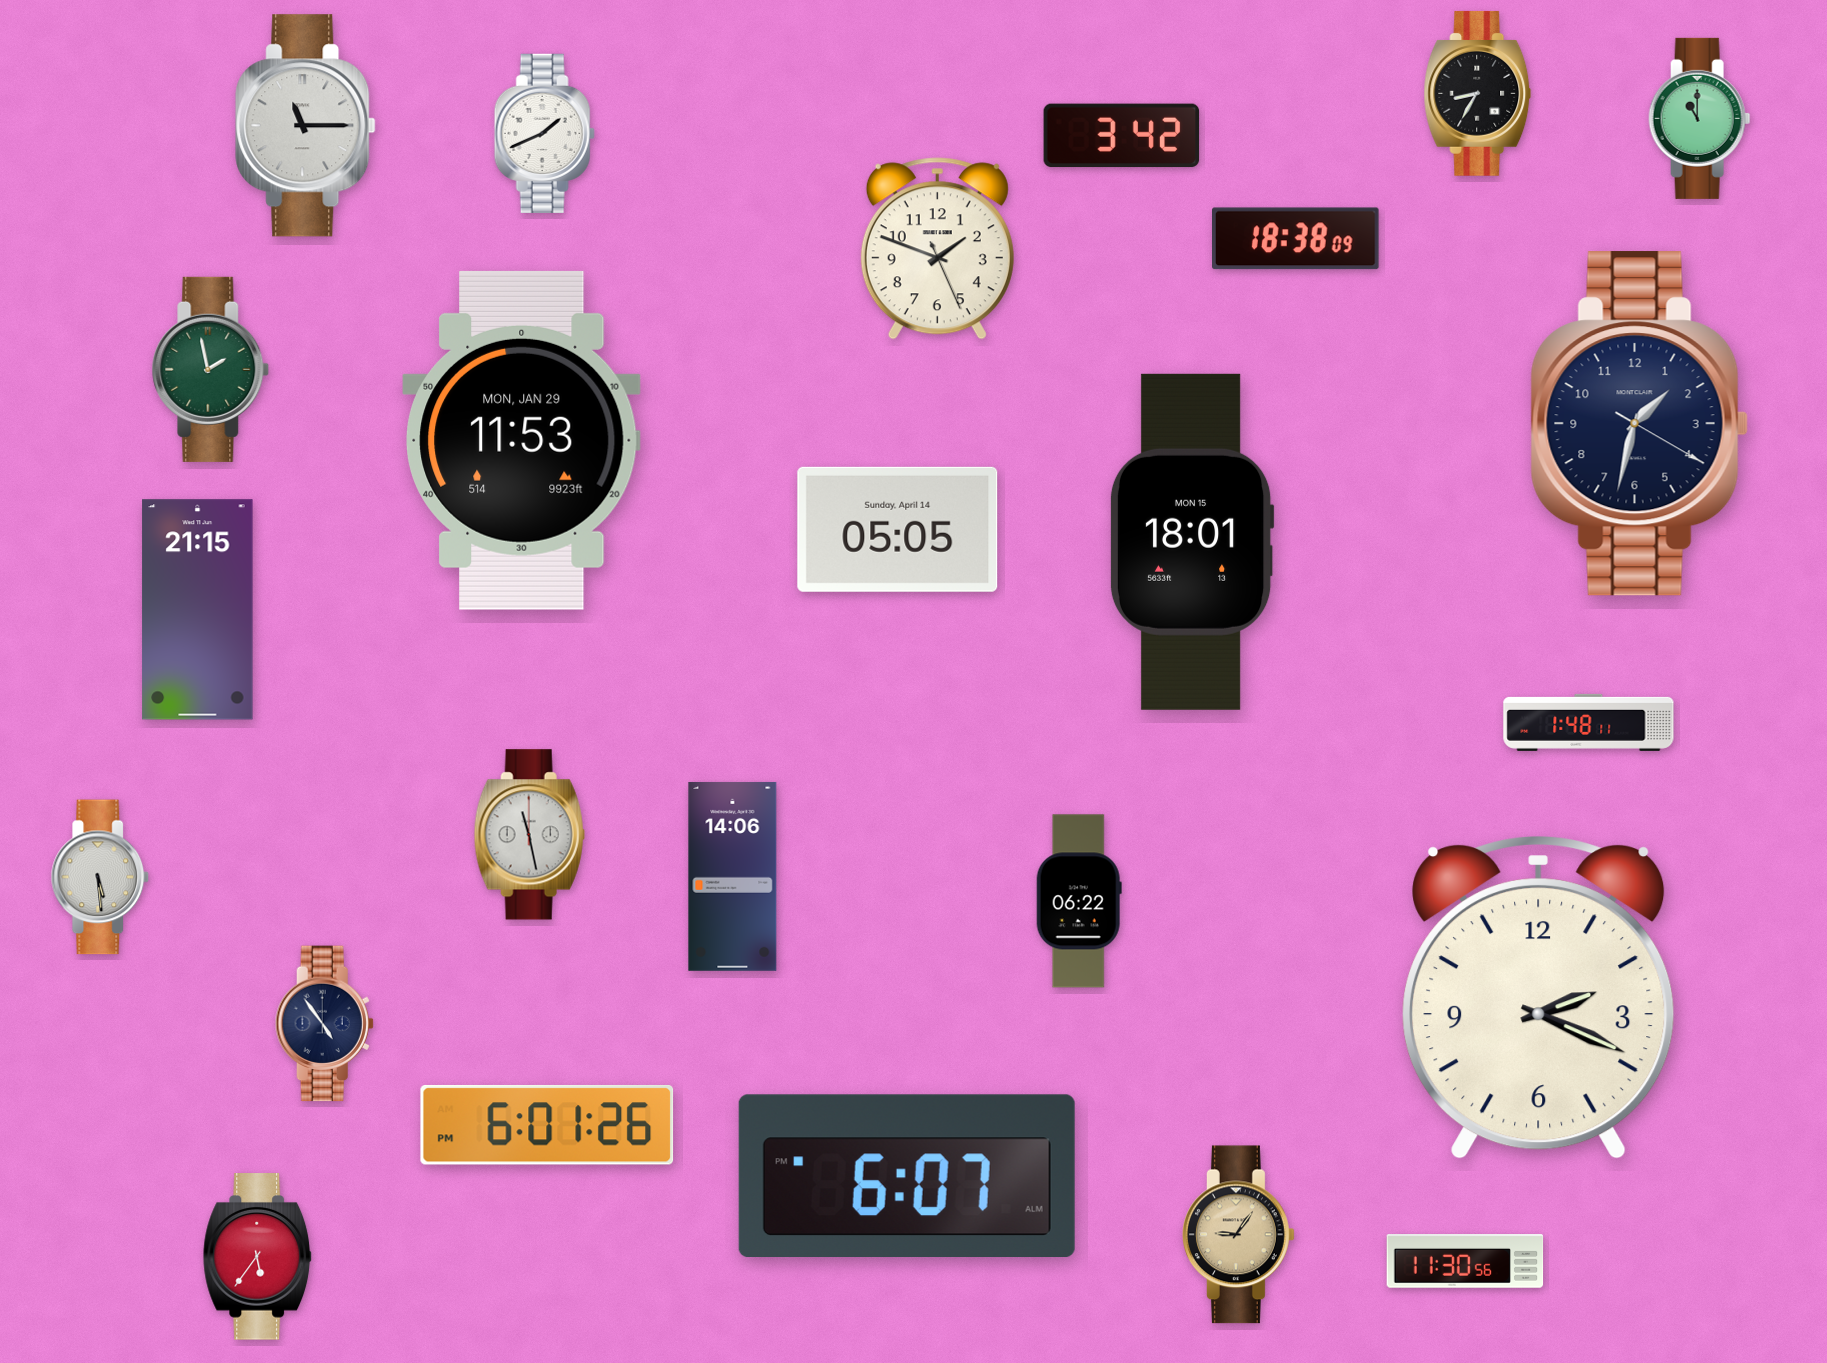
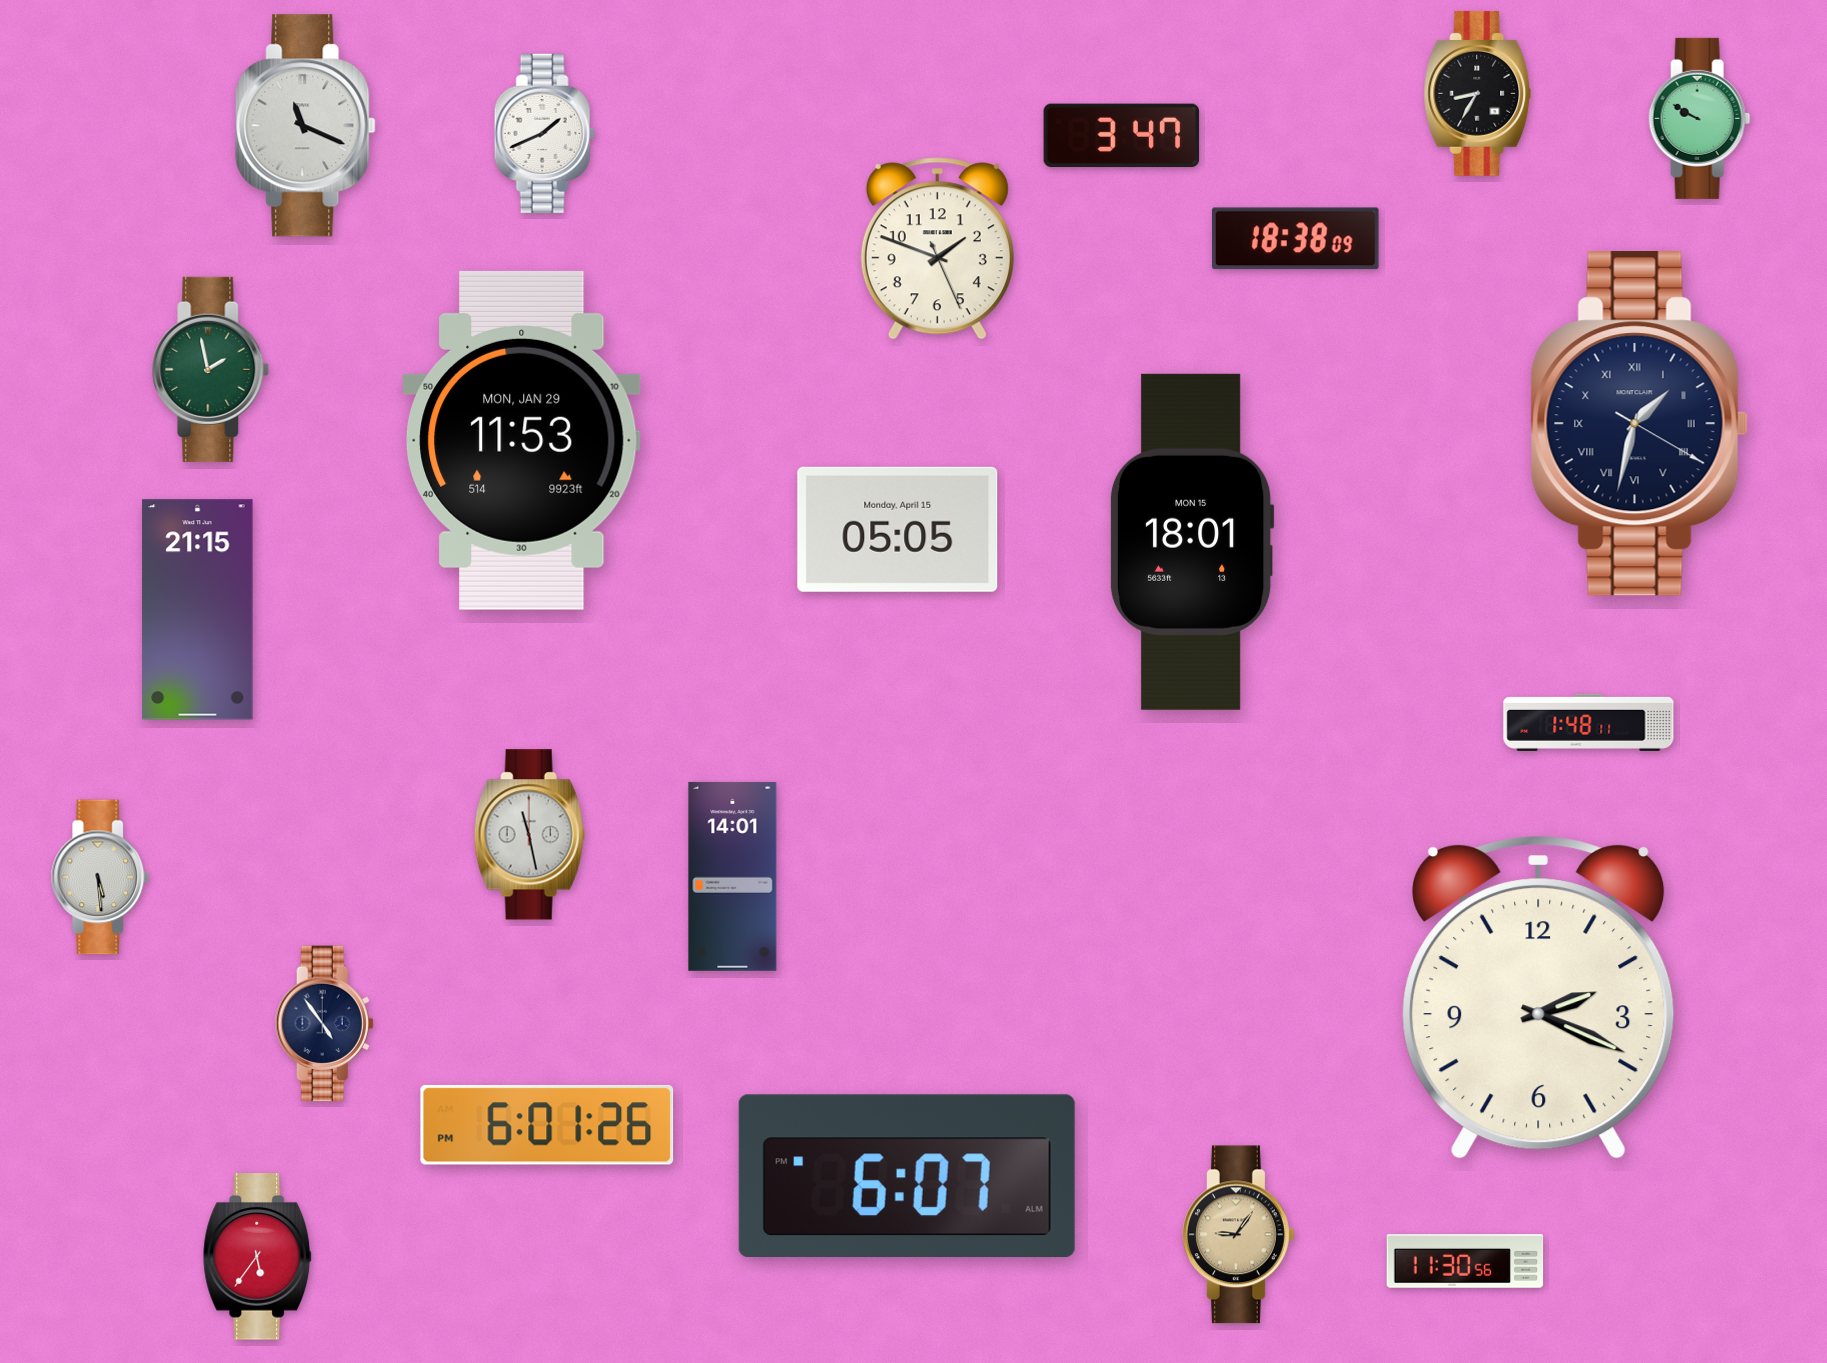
clock at (1700, 118): 11:00 -> 9:50
clock at (306, 126): 11:15 -> 11:19
clock at (1122, 136): 3:42 -> 3:47
clock at (1639, 424) numerals: Arabic -> Roman
clock at (898, 529) date: Sunday, April 14 -> Monday, April 15
clock at (733, 876): 14:06 -> 14:01
clock at (1079, 901): 06:22 -> none
